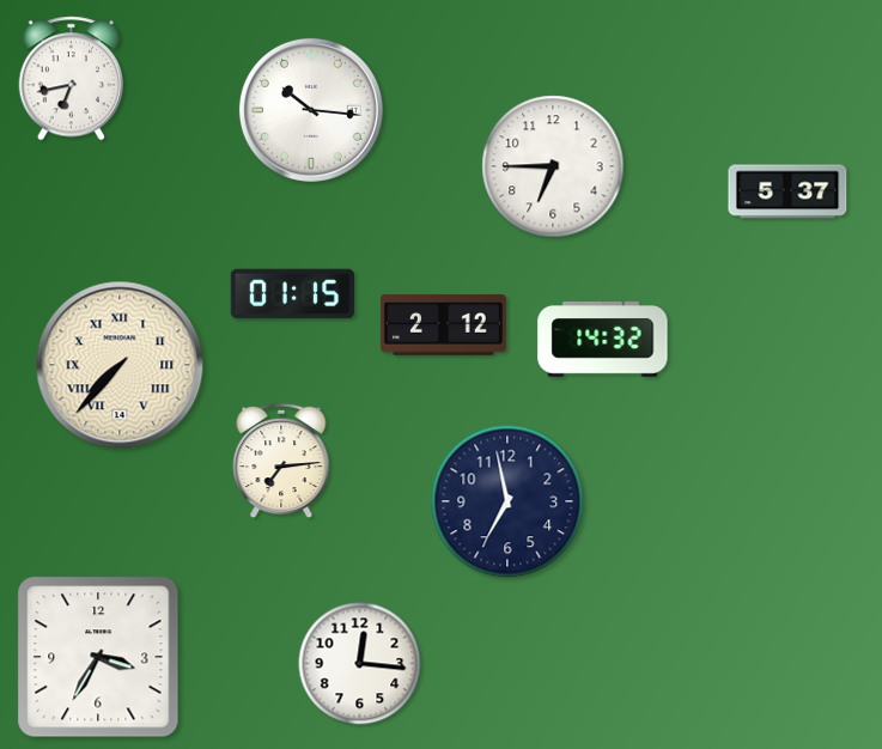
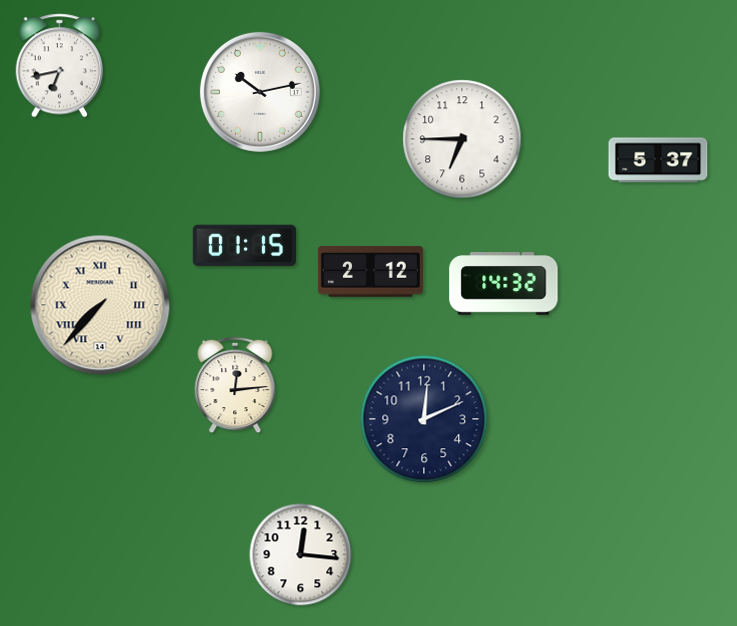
clock at (311, 110): 10:16 -> 10:13
clock at (281, 461): 7:14 -> 12:14
clock at (507, 501): 6:58 -> 12:11
clock at (98, 657): 3:35 -> none
